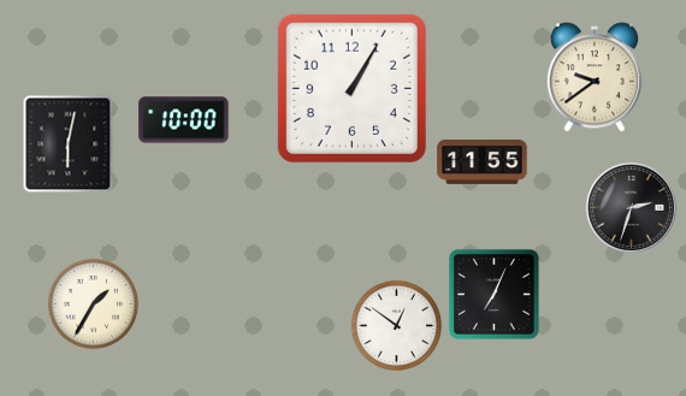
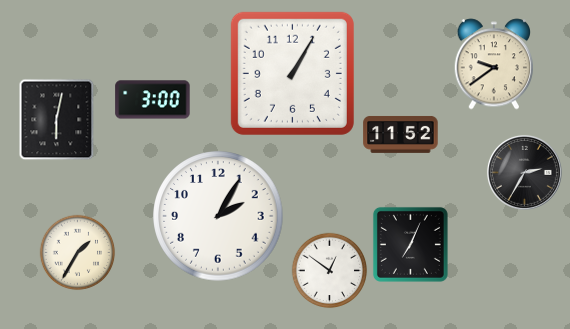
clock at (184, 120): 10:00 -> 3:00
clock at (483, 161): 11:55 -> 11:52
clock at (631, 207): 2:33 -> 2:35
clock at (218, 216): none -> 2:05
